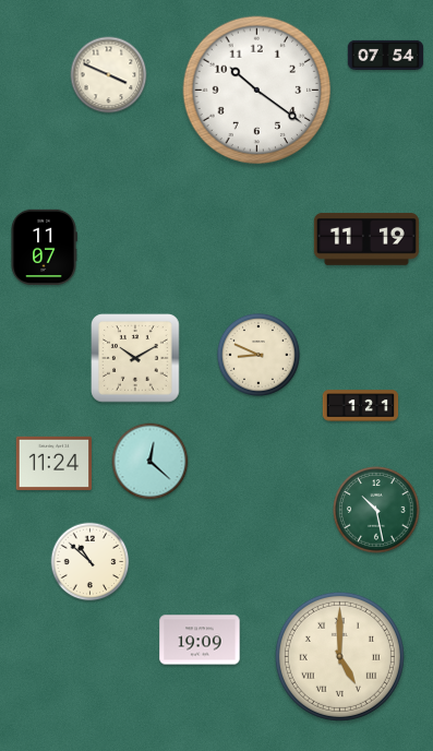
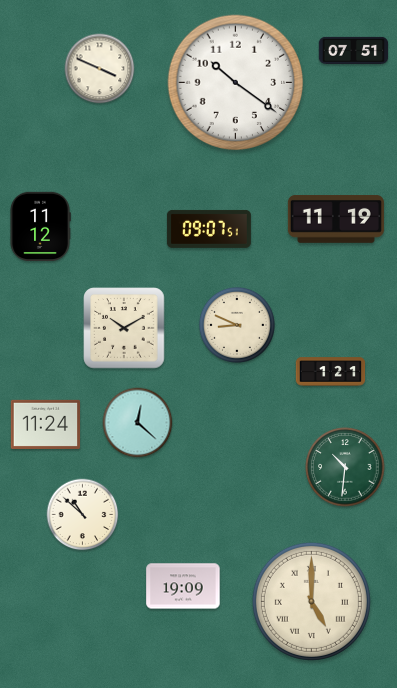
clock at (386, 55): 07:54 -> 07:51
clock at (44, 248): 11:07 -> 11:12
clock at (209, 229): none -> 09:07
clock at (55, 463) position: (55, 463) -> (46, 424)
clock at (376, 510): 10:28 -> 10:31
